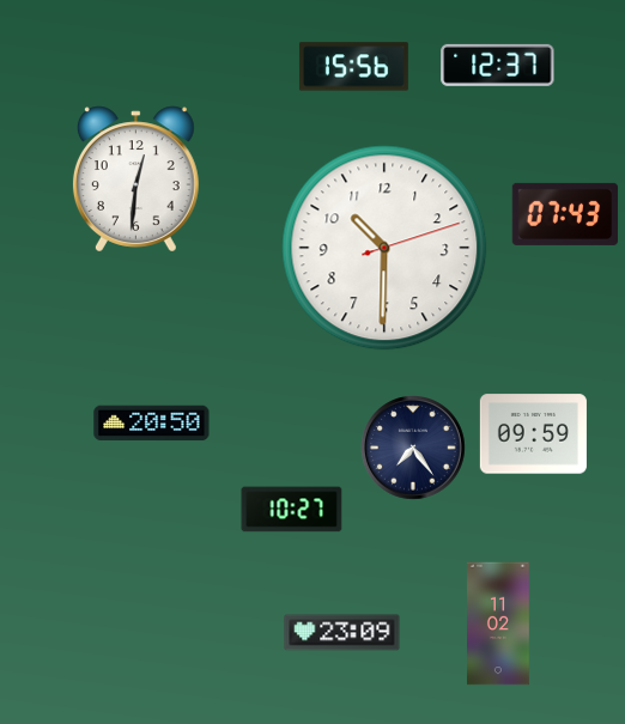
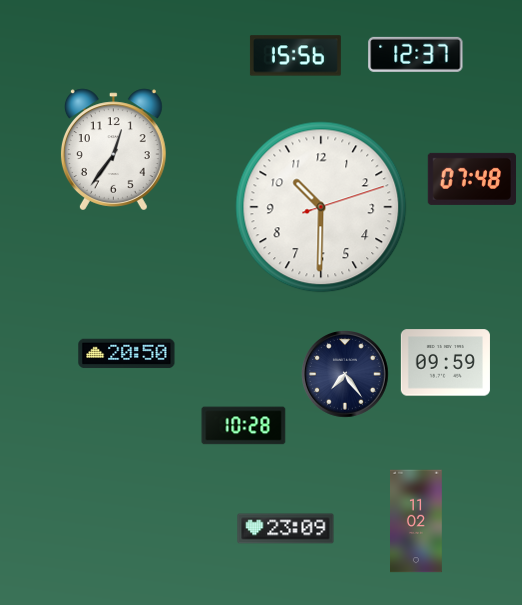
clock at (135, 180): 12:31 -> 12:36
clock at (564, 214): 07:43 -> 07:48
clock at (292, 510): 10:27 -> 10:28
